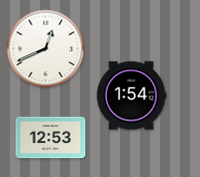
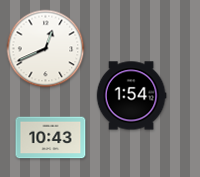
clock at (51, 138): 12:53 -> 10:43
